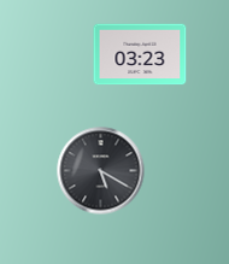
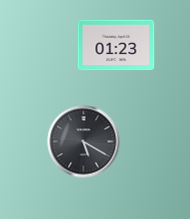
clock at (140, 54): 03:23 -> 01:23
